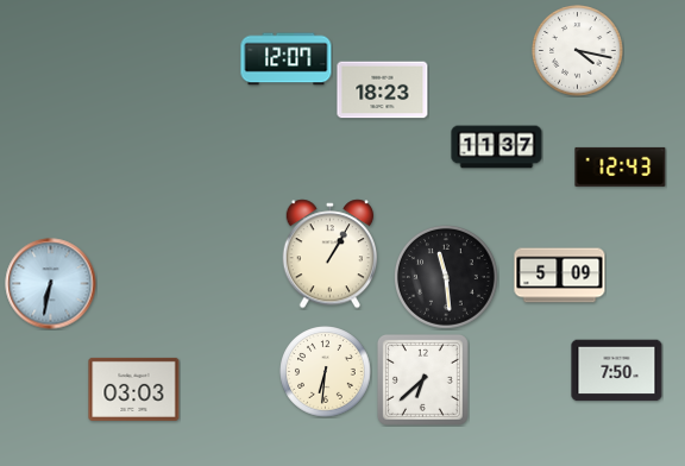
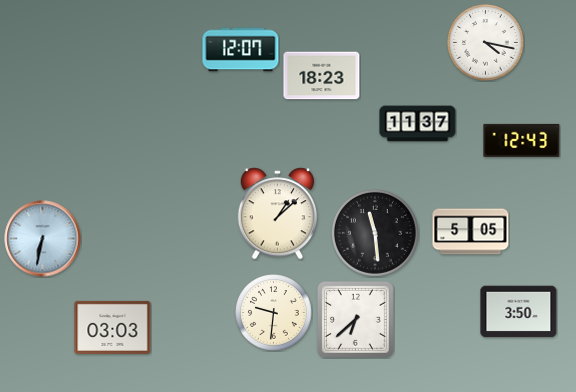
clock at (331, 254): 1:05 -> 1:08
clock at (560, 276): 5:09 -> 5:05
clock at (617, 371): 7:50 -> 3:50
clock at (326, 372): 6:31 -> 9:31
